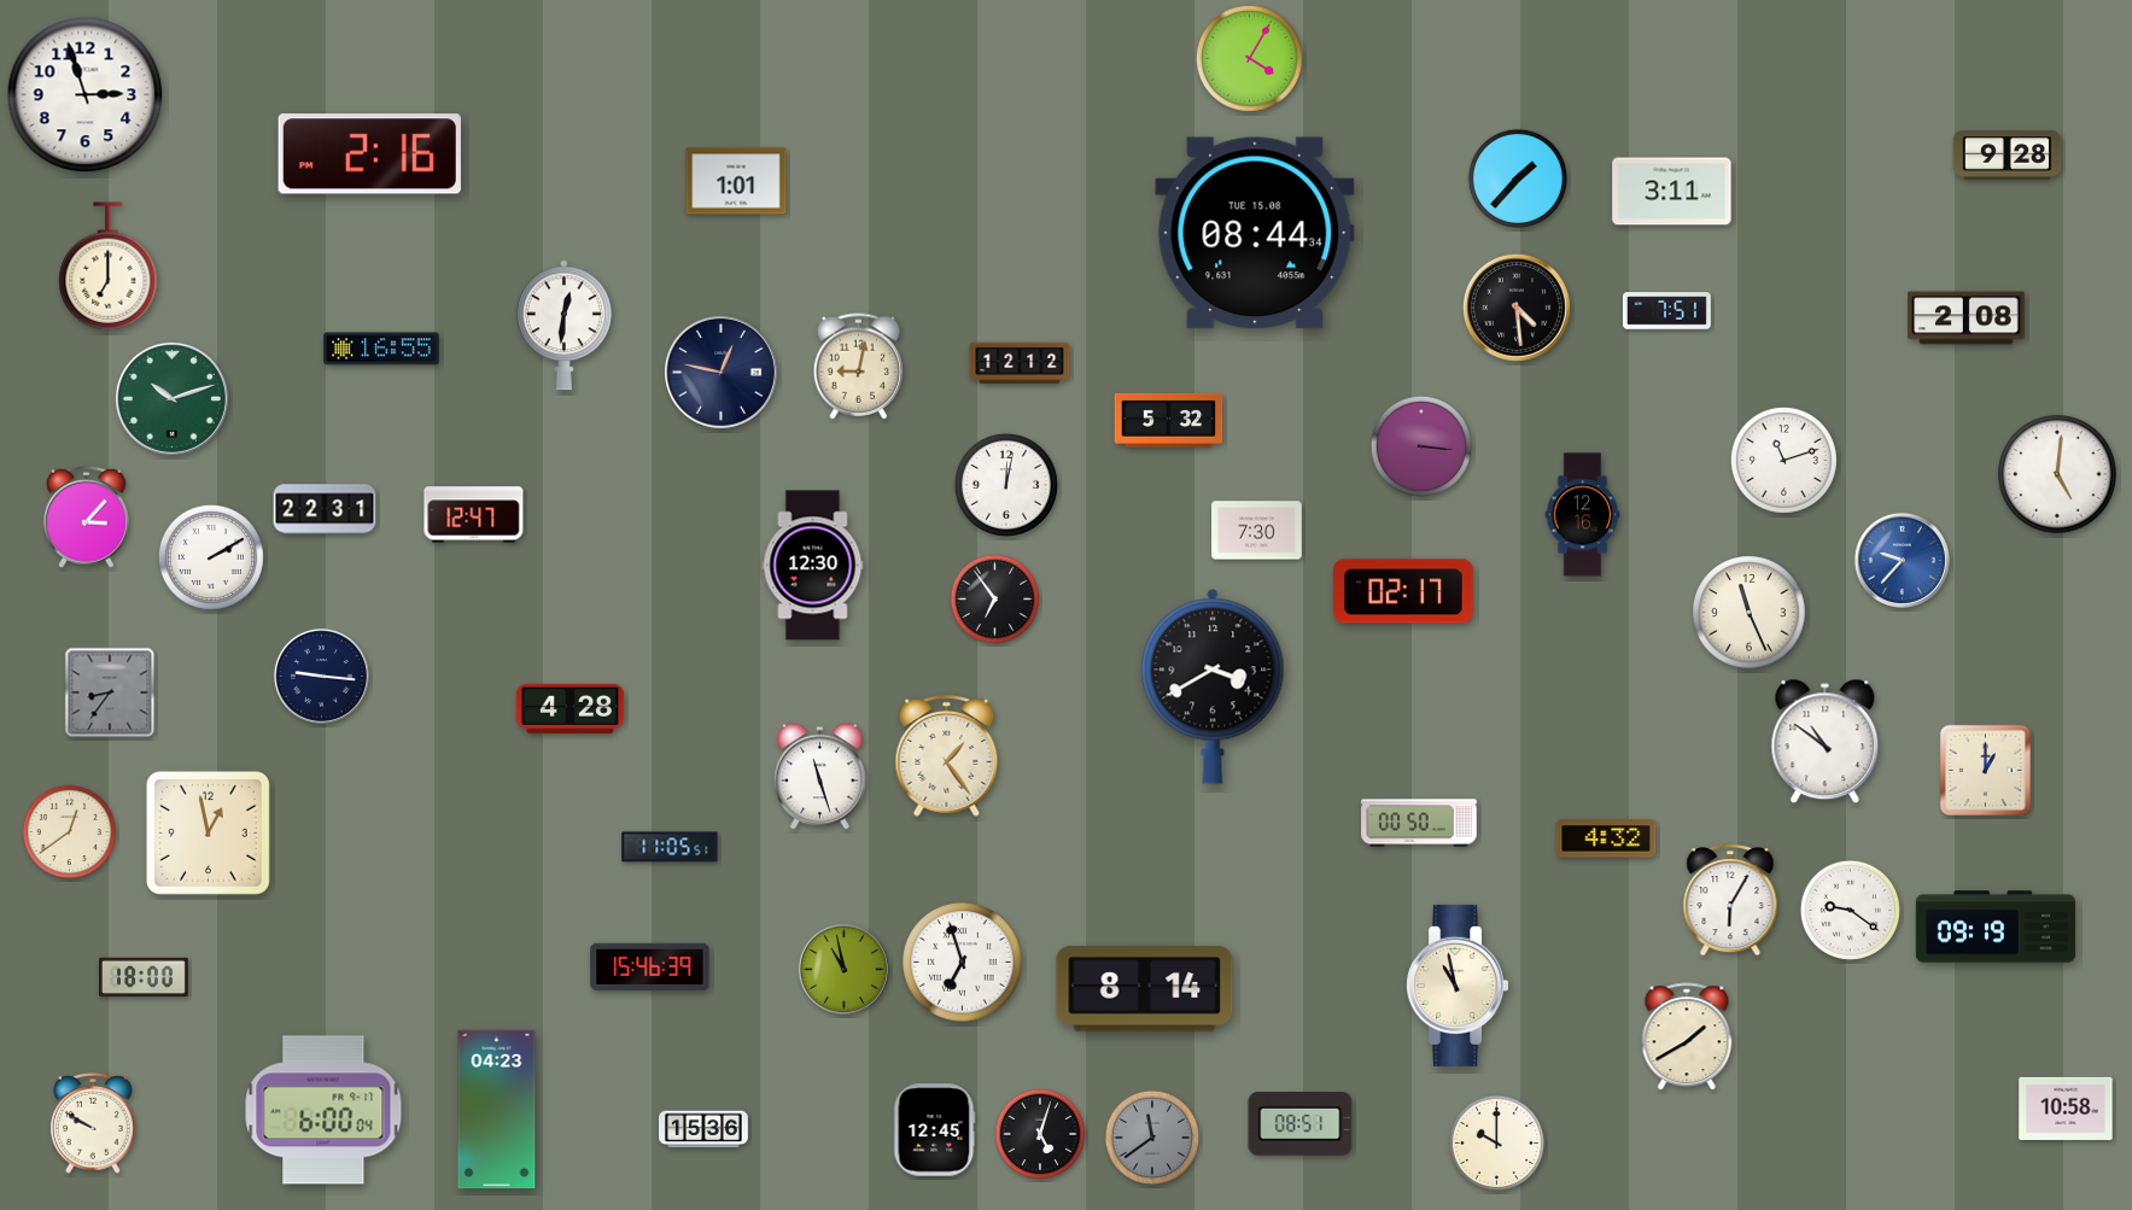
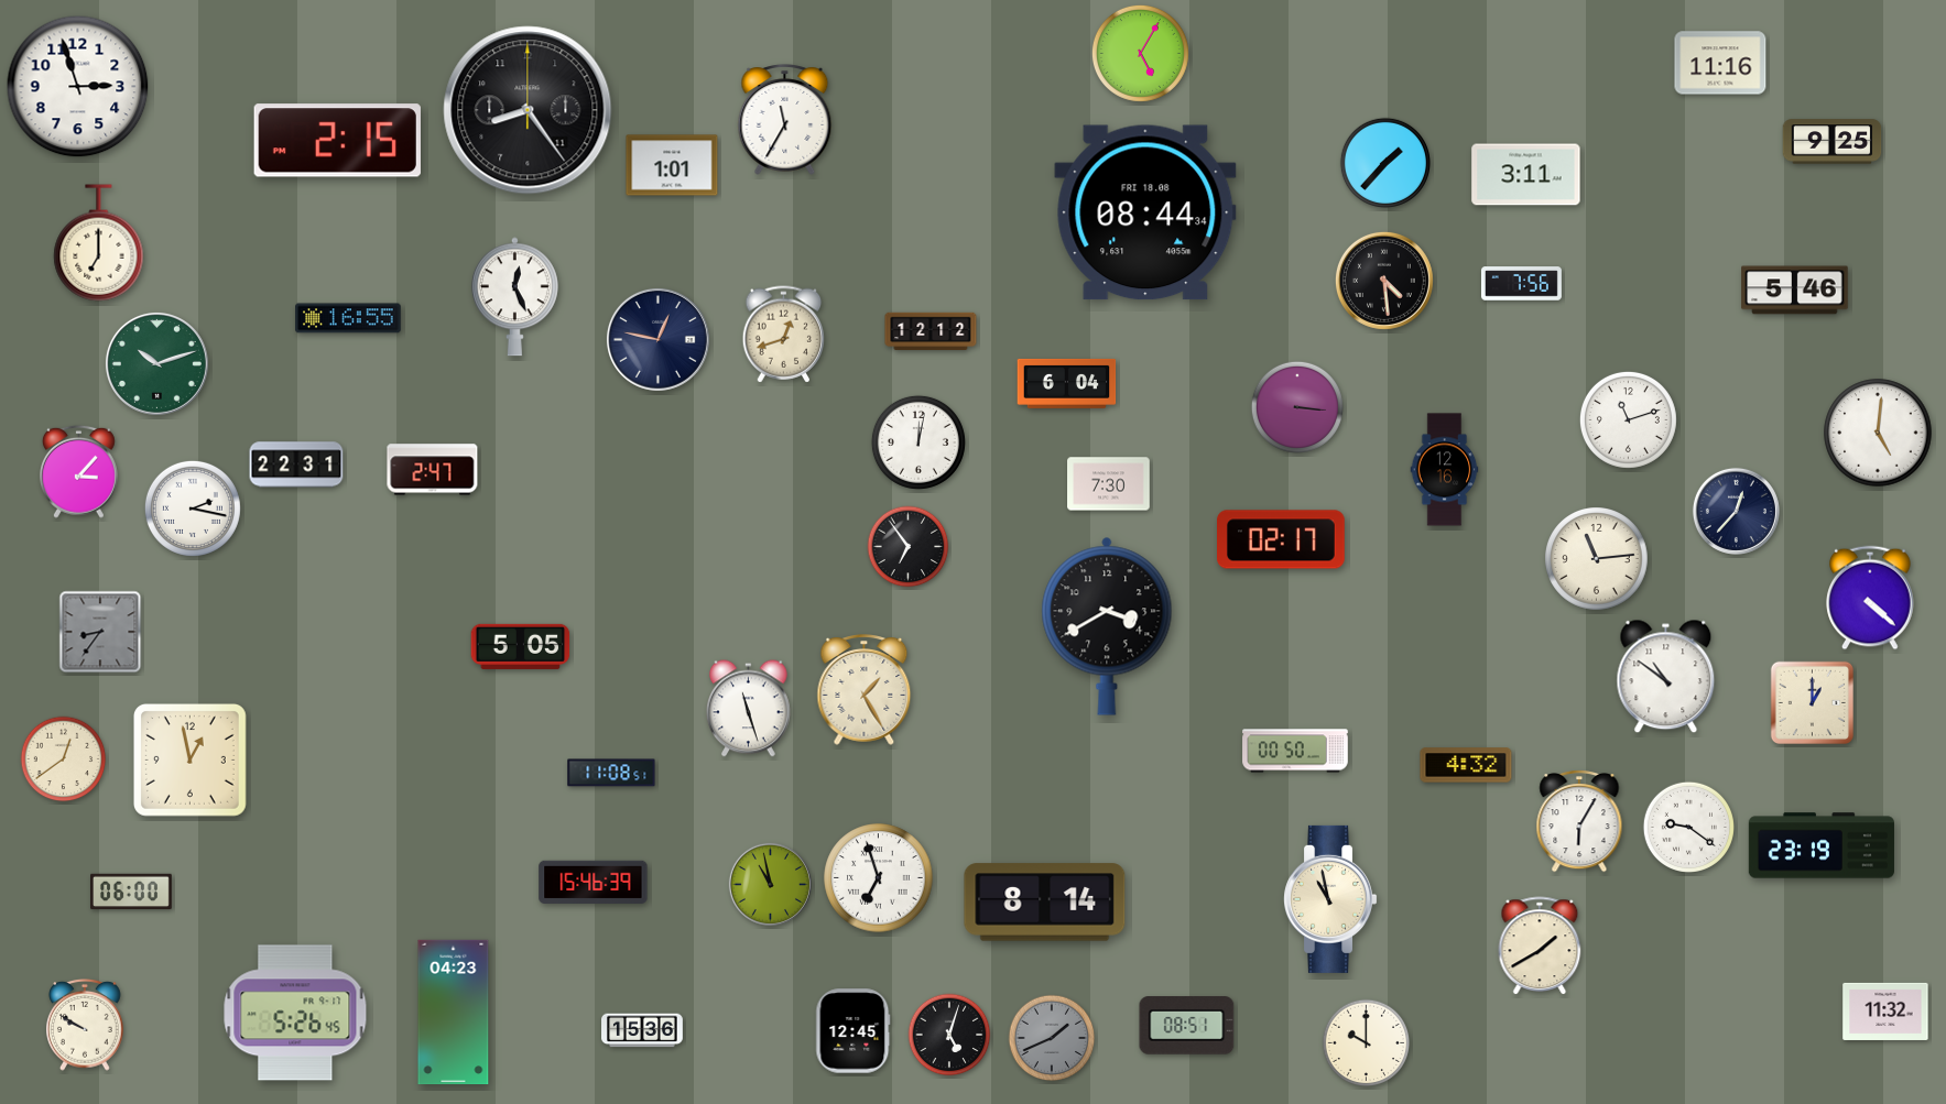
clock at (1249, 58): 4:05 -> 5:05
clock at (1720, 63): none -> 11:16
clock at (528, 110): none -> 8:24
clock at (785, 120): none -> 11:35
clock at (369, 154): 2:16 -> 2:15
clock at (2008, 156): 9:28 -> 9:25
clock at (1255, 233) date: TUE 15.08 -> FRI 18.08
clock at (1666, 311): 7:51 -> 7:56
clock at (1967, 318): 2:08 -> 5:46
clock at (563, 326): 12:31 -> 12:26
clock at (859, 367): 9:02 -> 12:42
clock at (1169, 420): 5:32 -> 6:04
clock at (474, 515): 12:47 -> 2:47
clock at (1257, 531) position: (1257, 531) -> (1109, 484)
clock at (211, 557): 2:10 -> 2:17
clock at (1902, 560): 9:37 -> 12:37
clock at (1902, 560) dial: blue -> navy
clock at (813, 566): 12:30 -> none
clock at (1750, 613): 11:26 -> 11:14
clock at (1870, 598): none -> 4:22
clock at (321, 676): 9:16 -> none
clock at (571, 708): 4:28 -> 5:05
clock at (947, 756): 1:24 -> 1:25
clock at (670, 847): 11:05 -> 11:08
clock at (1850, 910) position: (1850, 910) -> (1688, 827)
clock at (1996, 927): 09:19 -> 23:19
clock at (145, 977): 18:00 -> 06:00
clock at (2066, 1109): 10:58 -> 11:32
clock at (323, 1110): 6:00 -> 5:26
clock at (1152, 1138): 11:39 -> 1:41
